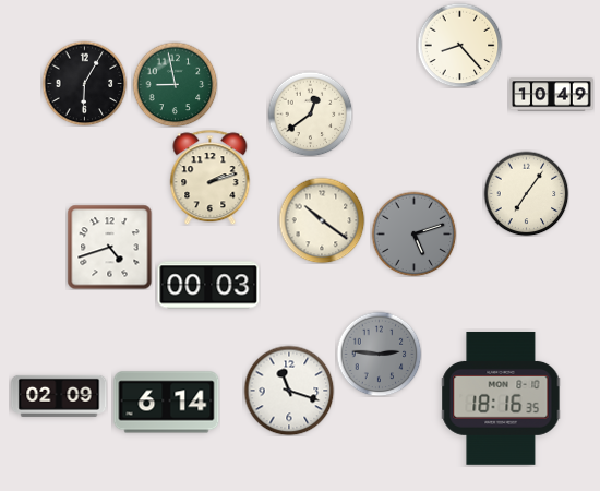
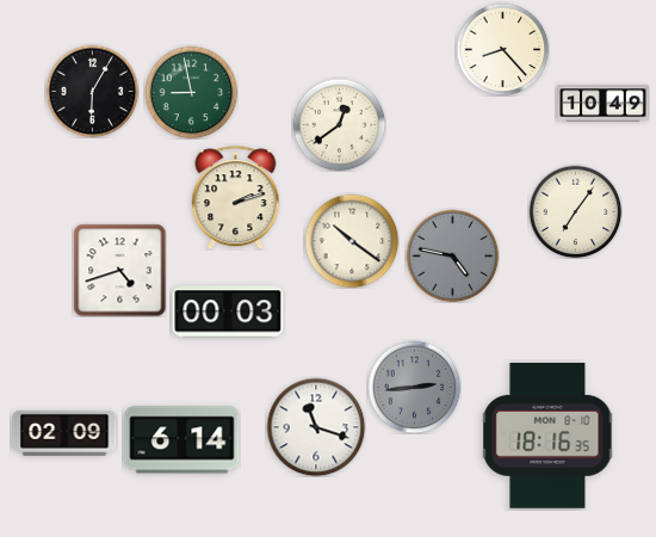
clock at (211, 177) position: (211, 177) -> (236, 197)
clock at (413, 233): 5:12 -> 4:47
clock at (379, 354): 2:46 -> 2:44
